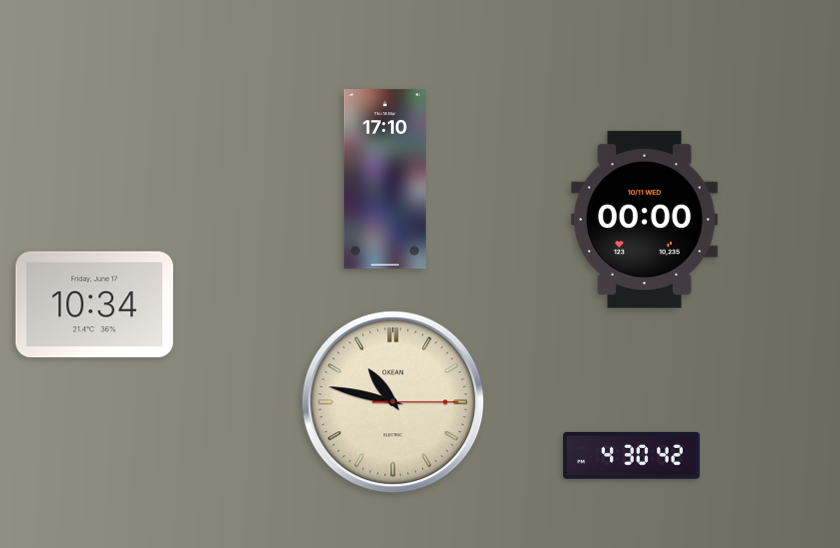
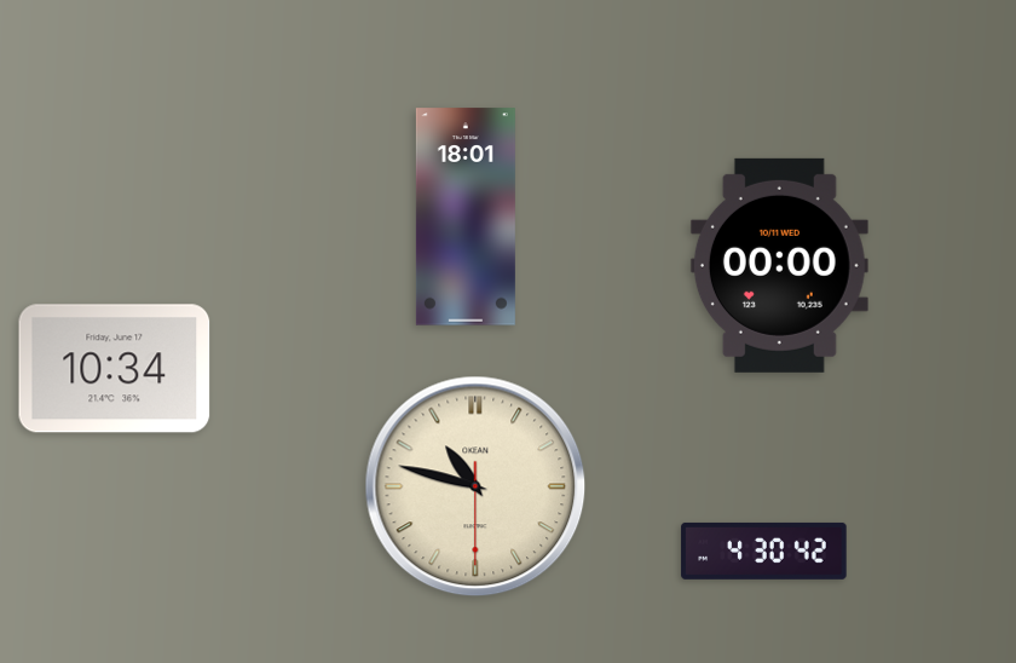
clock at (385, 179): 17:10 -> 18:01
clock at (393, 402): 10:47:15 -> 10:47:30
